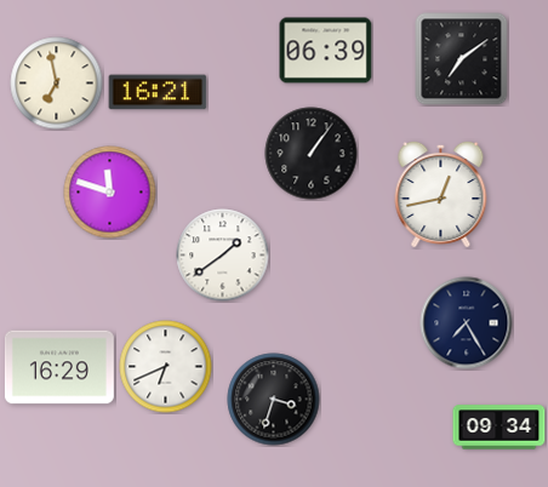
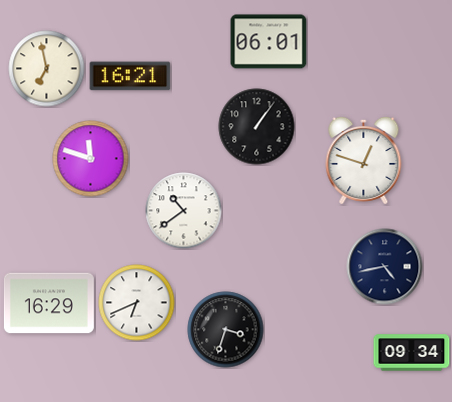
clock at (326, 51): 06:39 -> 06:01
clock at (462, 59): 7:09 -> none
clock at (441, 194): 12:43 -> 12:48
clock at (223, 256): 1:39 -> 10:39
clock at (467, 323): 7:25 -> 4:43
